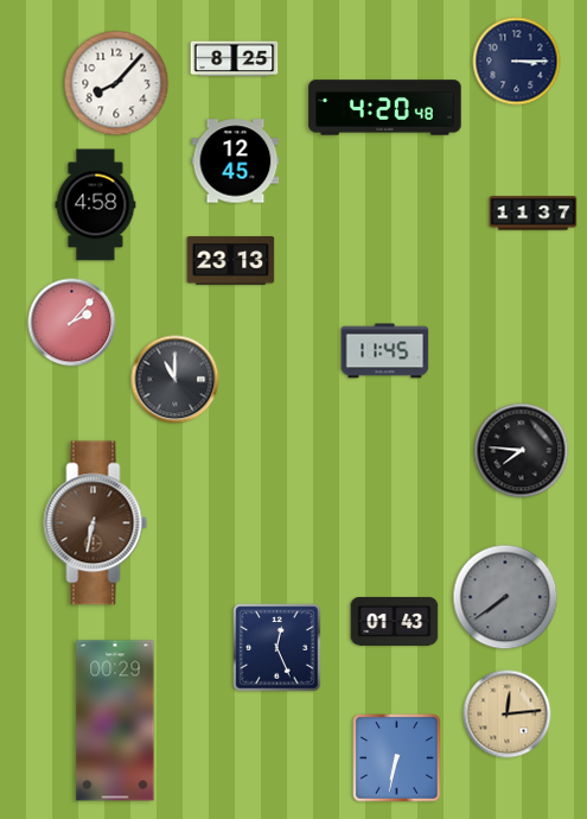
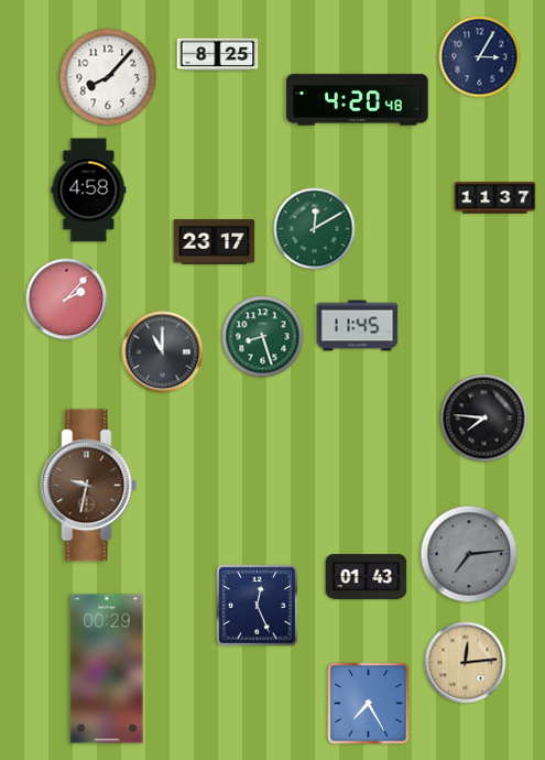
clock at (517, 62): 3:15 -> 3:05
clock at (236, 161): 12:45 -> none
clock at (315, 229): none -> 12:10
clock at (231, 261): 23:13 -> 23:17
clock at (263, 337): none -> 8:27
clock at (96, 523): 6:32 -> 9:32
clock at (505, 597): 7:39 -> 7:14
clock at (277, 648) position: (277, 648) -> (258, 606)
clock at (508, 715) position: (508, 715) -> (466, 663)
clock at (397, 758): 6:32 -> 7:25
